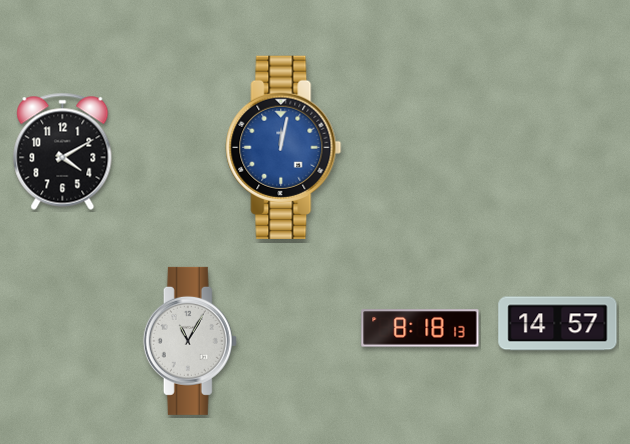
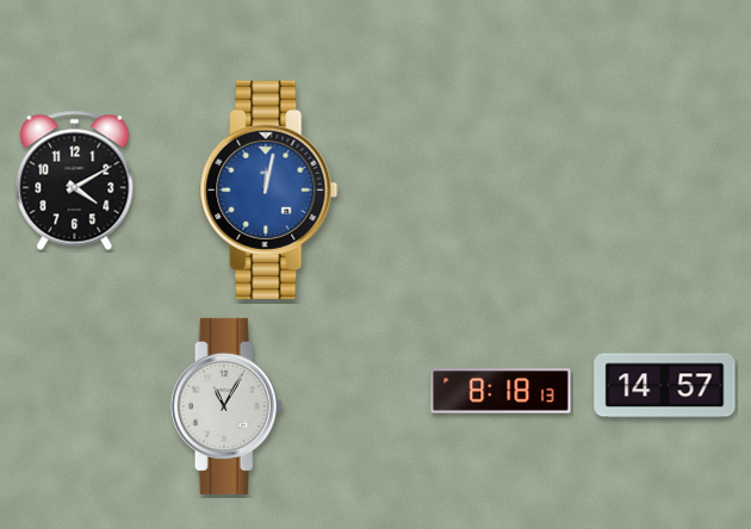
clock at (284, 147) position: (284, 147) -> (269, 189)
